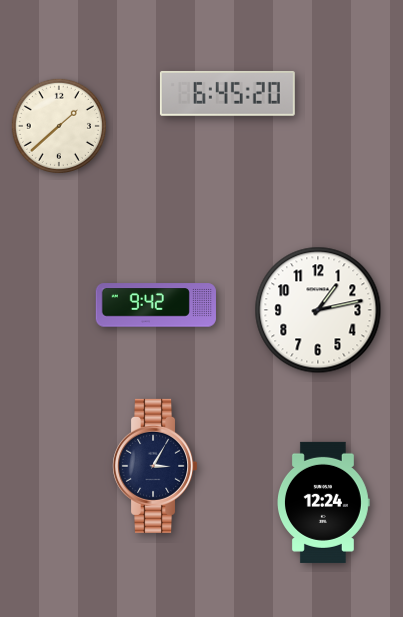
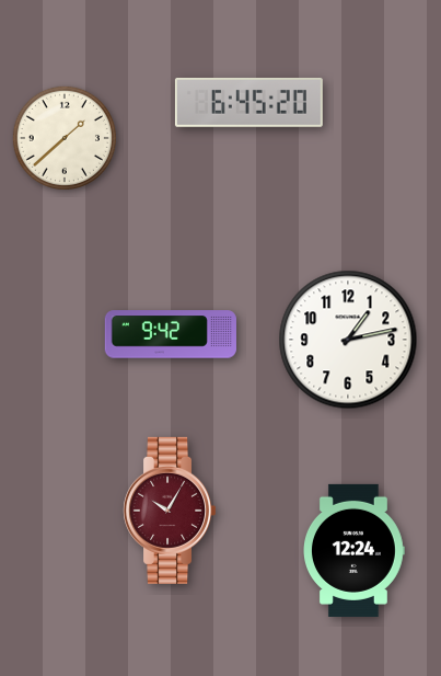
clock at (155, 466): 3:05 -> 10:05
clock at (155, 466) dial: navy -> burgundy
